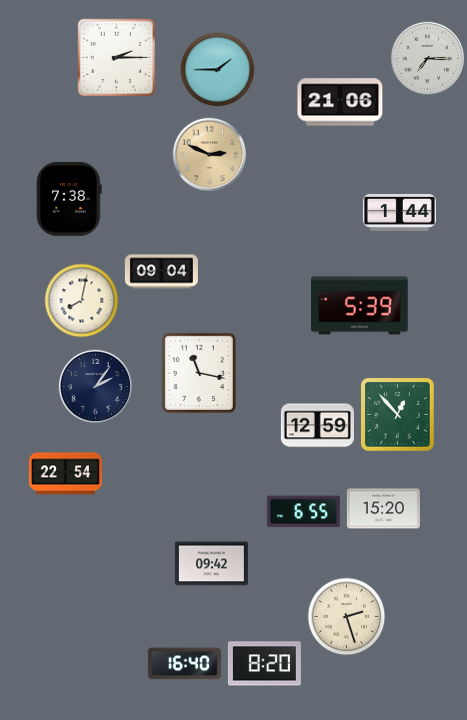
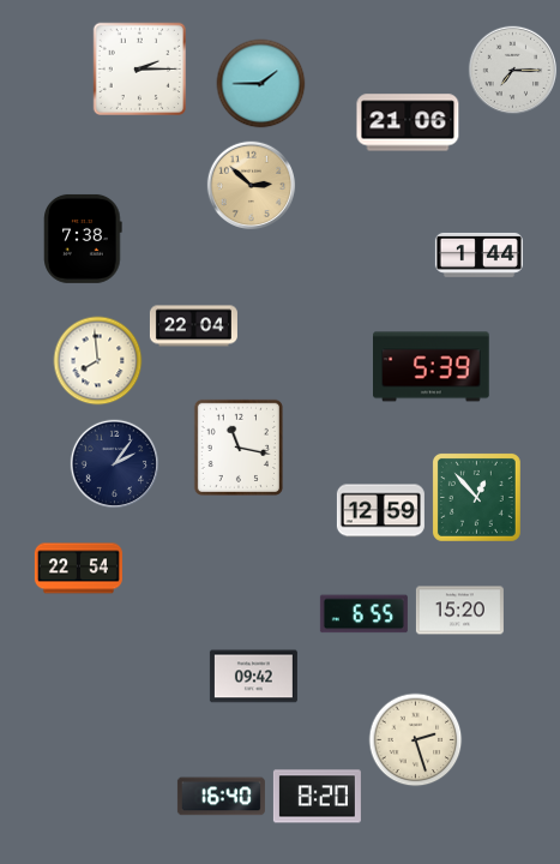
clock at (210, 155): 2:49 -> 2:52
clock at (161, 272): 09:04 -> 22:04
clock at (82, 301): 8:02 -> 7:59
